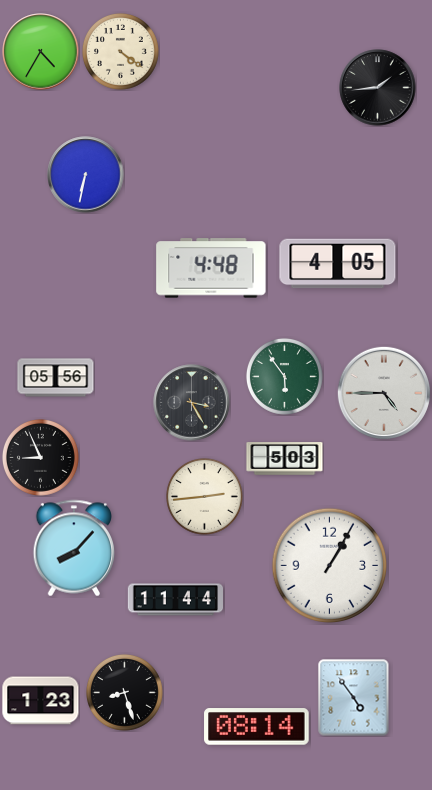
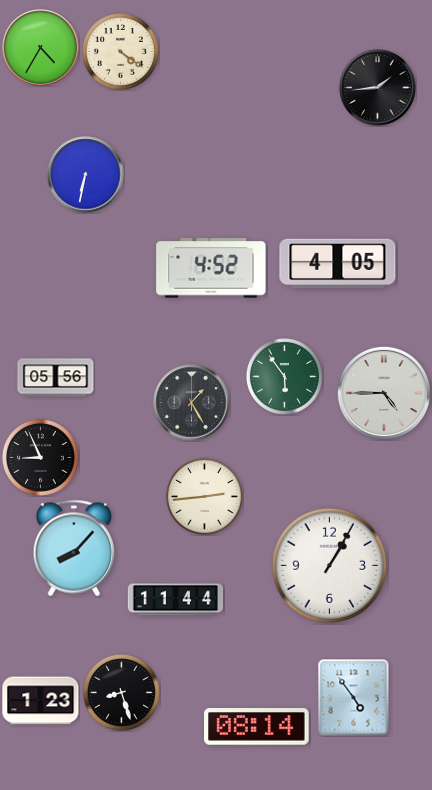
clock at (41, 52) position: (41, 52) -> (41, 48)
clock at (211, 268): 4:48 -> 4:52
clock at (192, 403): 3:25 -> 1:25
clock at (285, 459): 5:03 -> none
clock at (125, 693) position: (125, 693) -> (122, 693)
